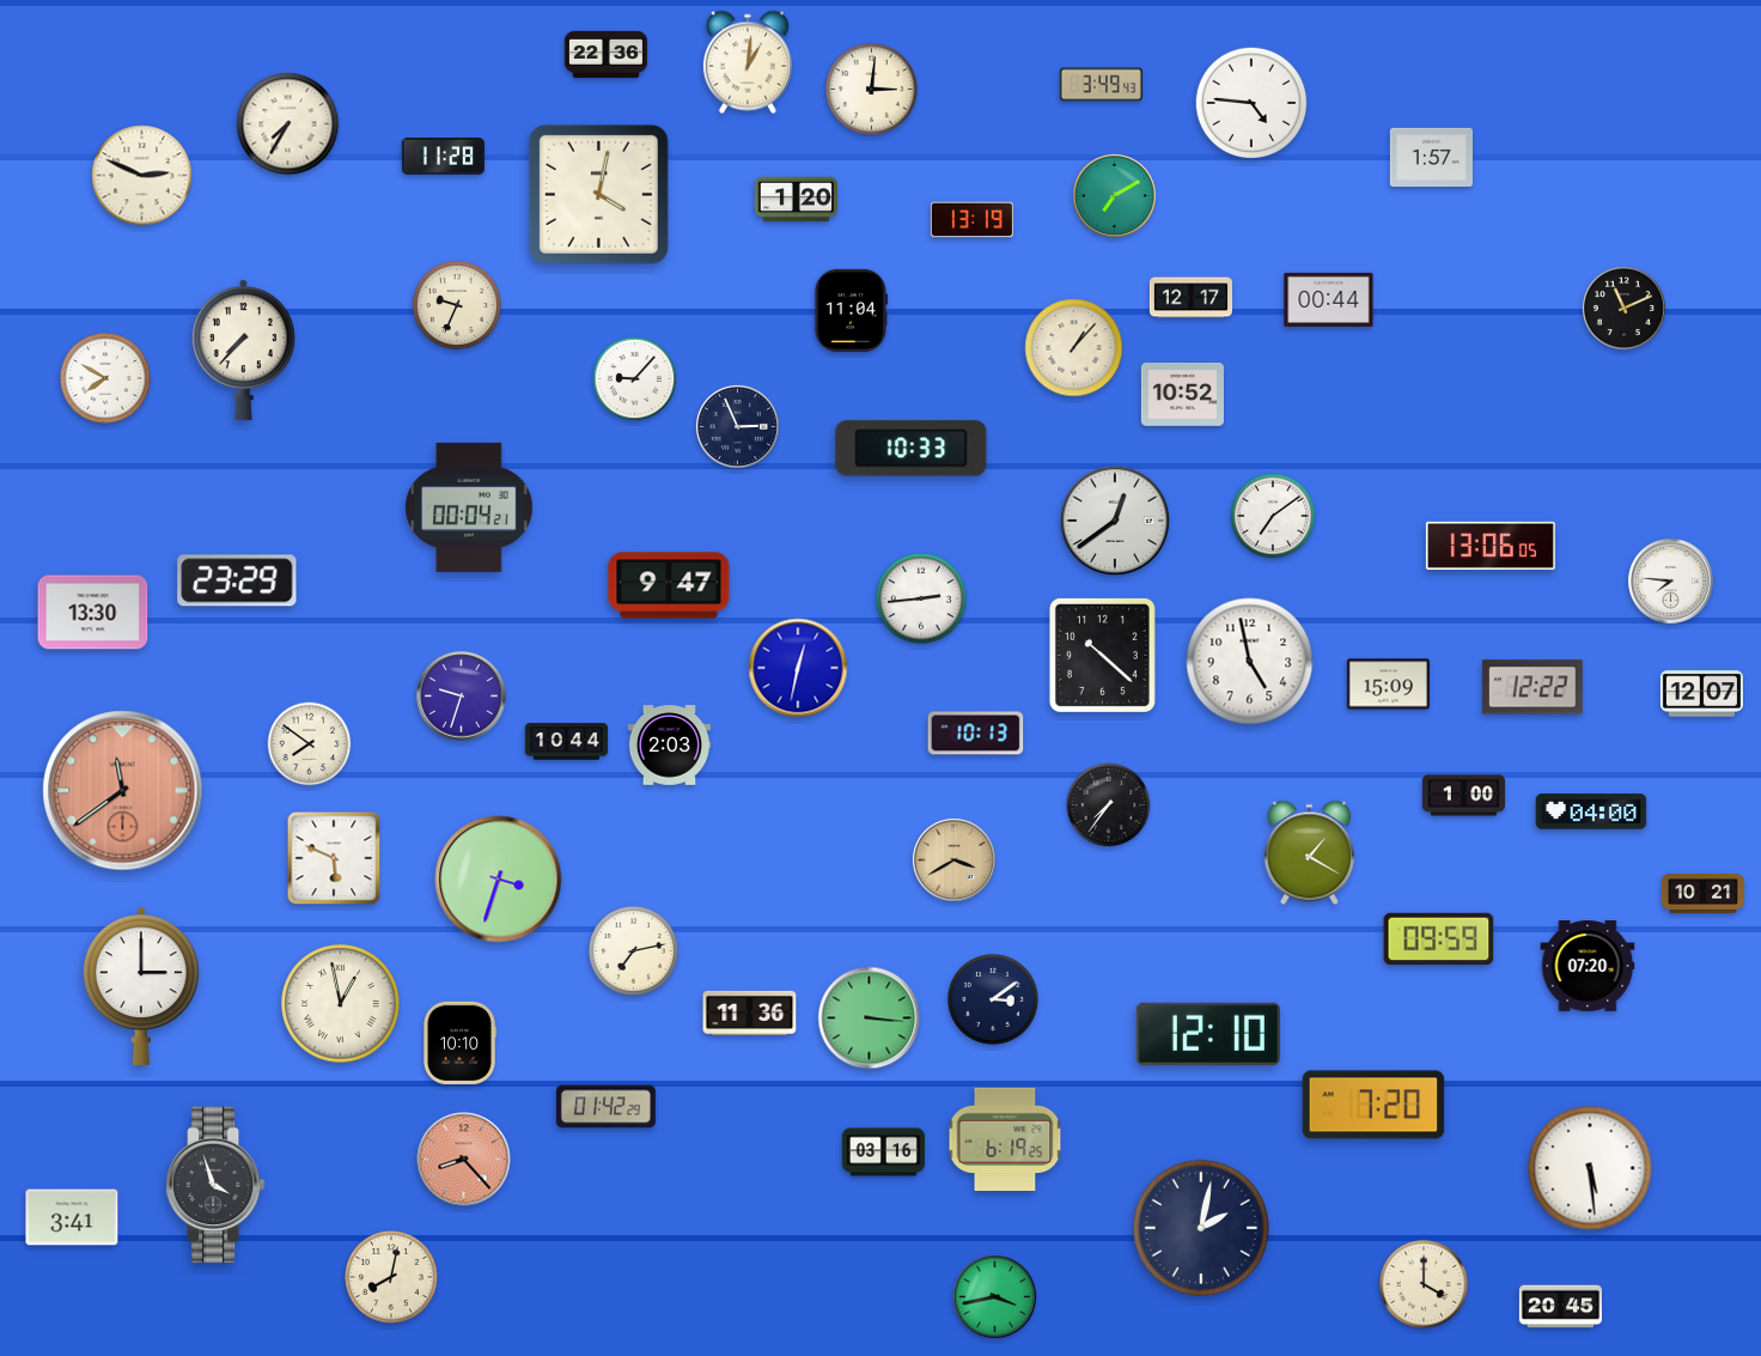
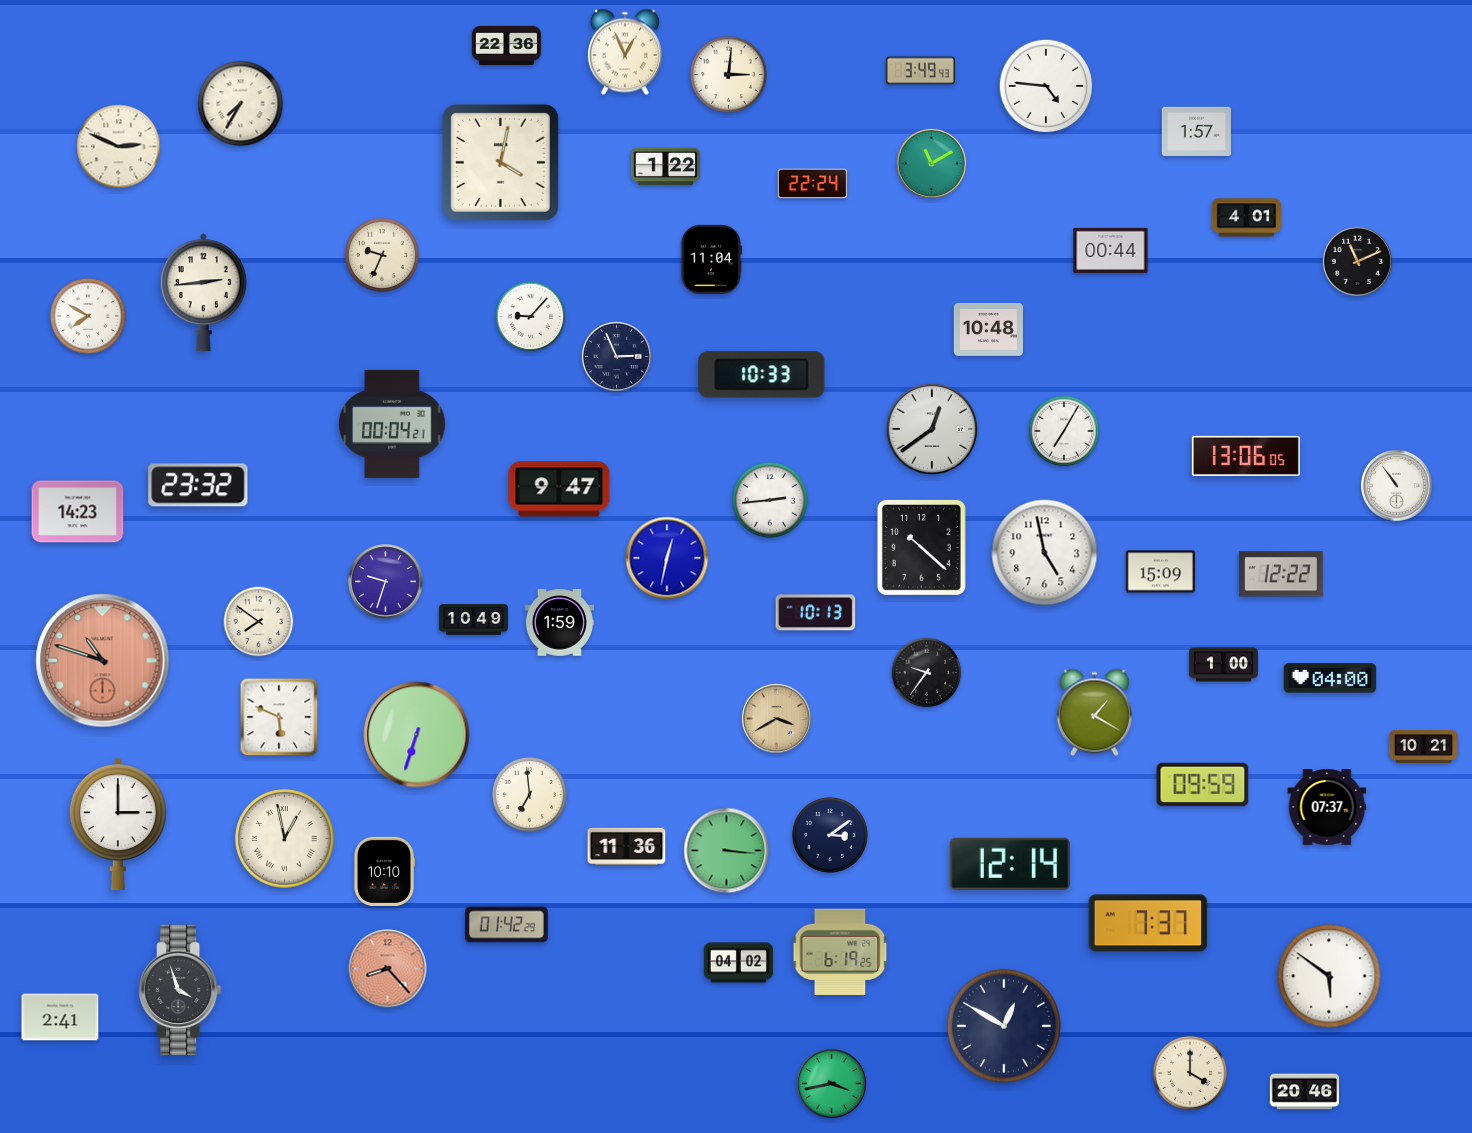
clock at (748, 62): 1:01 -> 12:56
clock at (443, 157): 11:28 -> none
clock at (1114, 195): 7:10 -> 11:10
clock at (796, 200): 1:20 -> 1:22
clock at (971, 220): 13:19 -> 22:24
clock at (1246, 218): none -> 4:01
clock at (1190, 298): 12:17 -> none
clock at (1623, 308) position: (1623, 308) -> (1357, 261)
clock at (1074, 348): 1:07 -> none
clock at (243, 351): 7:37 -> 2:44
clock at (1182, 395): 10:52 -> 10:48
clock at (1273, 516): 7:09 -> 7:05
clock at (1115, 521) position: (1115, 521) -> (932, 429)
clock at (237, 580): 23:29 -> 23:32
clock at (1671, 582): 7:46 -> 10:54
clock at (93, 613): 13:30 -> 14:23
clock at (1701, 694): 12:07 -> none
clock at (566, 742): 10:44 -> 10:49
clock at (669, 746): 2:03 -> 1:59
clock at (123, 791): 11:39 -> 10:48
clock at (1109, 805): 7:36 -> 9:36
clock at (953, 859) position: (953, 859) -> (776, 718)
clock at (499, 880): 3:33 -> 6:33
clock at (633, 950): 7:13 -> 6:59
clock at (1588, 967): 07:20 -> 07:37
clock at (1208, 1034): 12:10 -> 12:14
clock at (1373, 1105): 7:20 -> 7:37
clock at (883, 1153): 03:16 -> 04:02
clock at (1590, 1168): 5:29 -> 5:51
clock at (72, 1217): 3:41 -> 2:41
clock at (1200, 1227): 2:02 -> 12:50
clock at (391, 1277): 8:02 -> none
clock at (1560, 1307): 20:45 -> 20:46
